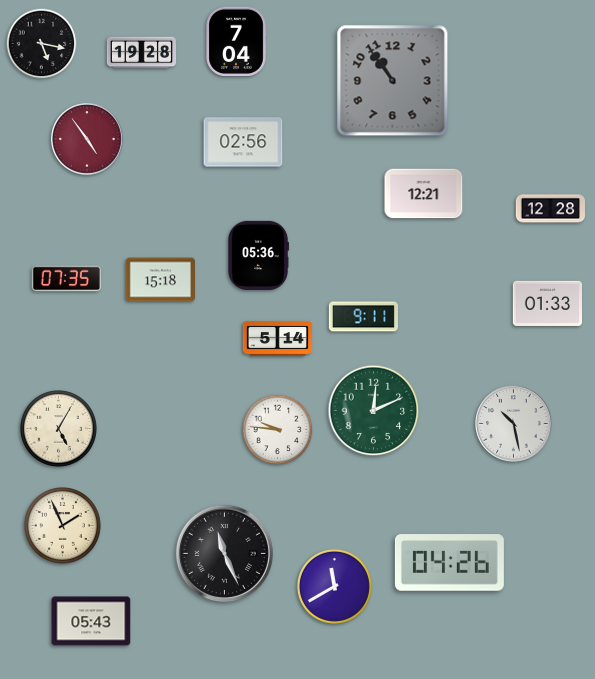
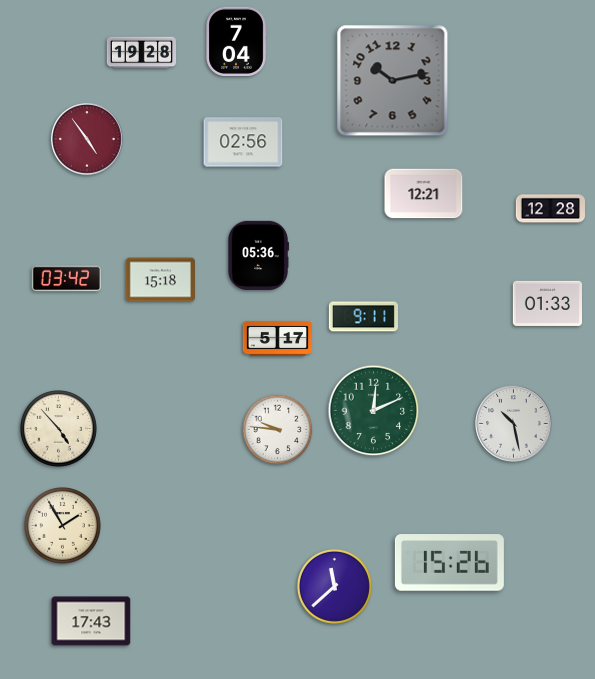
clock at (42, 44): 5:17 -> none
clock at (393, 81): 10:54 -> 10:13
clock at (66, 279): 07:35 -> 03:42
clock at (278, 338): 5:14 -> 5:17
clock at (59, 429): 5:05 -> 4:53
clock at (63, 526): 1:56 -> 1:55
clock at (224, 553): 11:26 -> none
clock at (449, 563): 04:26 -> 15:26
clock at (334, 586): 11:40 -> 11:38
clock at (91, 621): 05:43 -> 17:43
